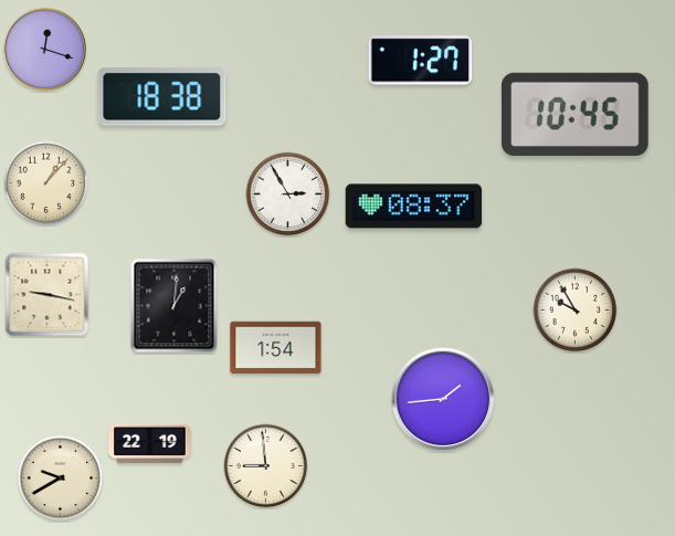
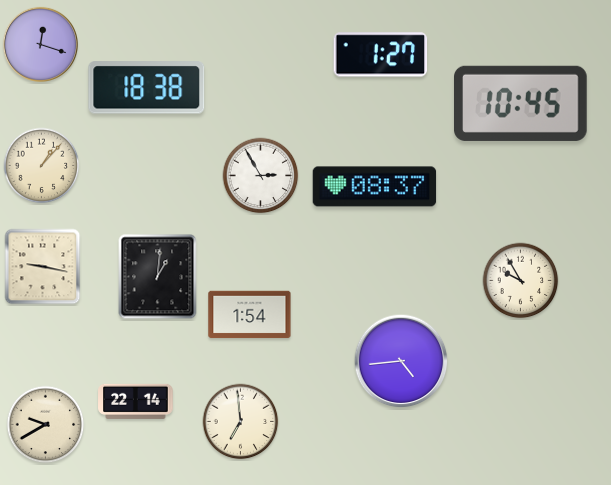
clock at (443, 399): 1:44 -> 4:44
clock at (150, 443): 22:19 -> 22:14
clock at (266, 466): 8:59 -> 6:59
clock at (61, 479) position: (61, 479) -> (46, 425)
